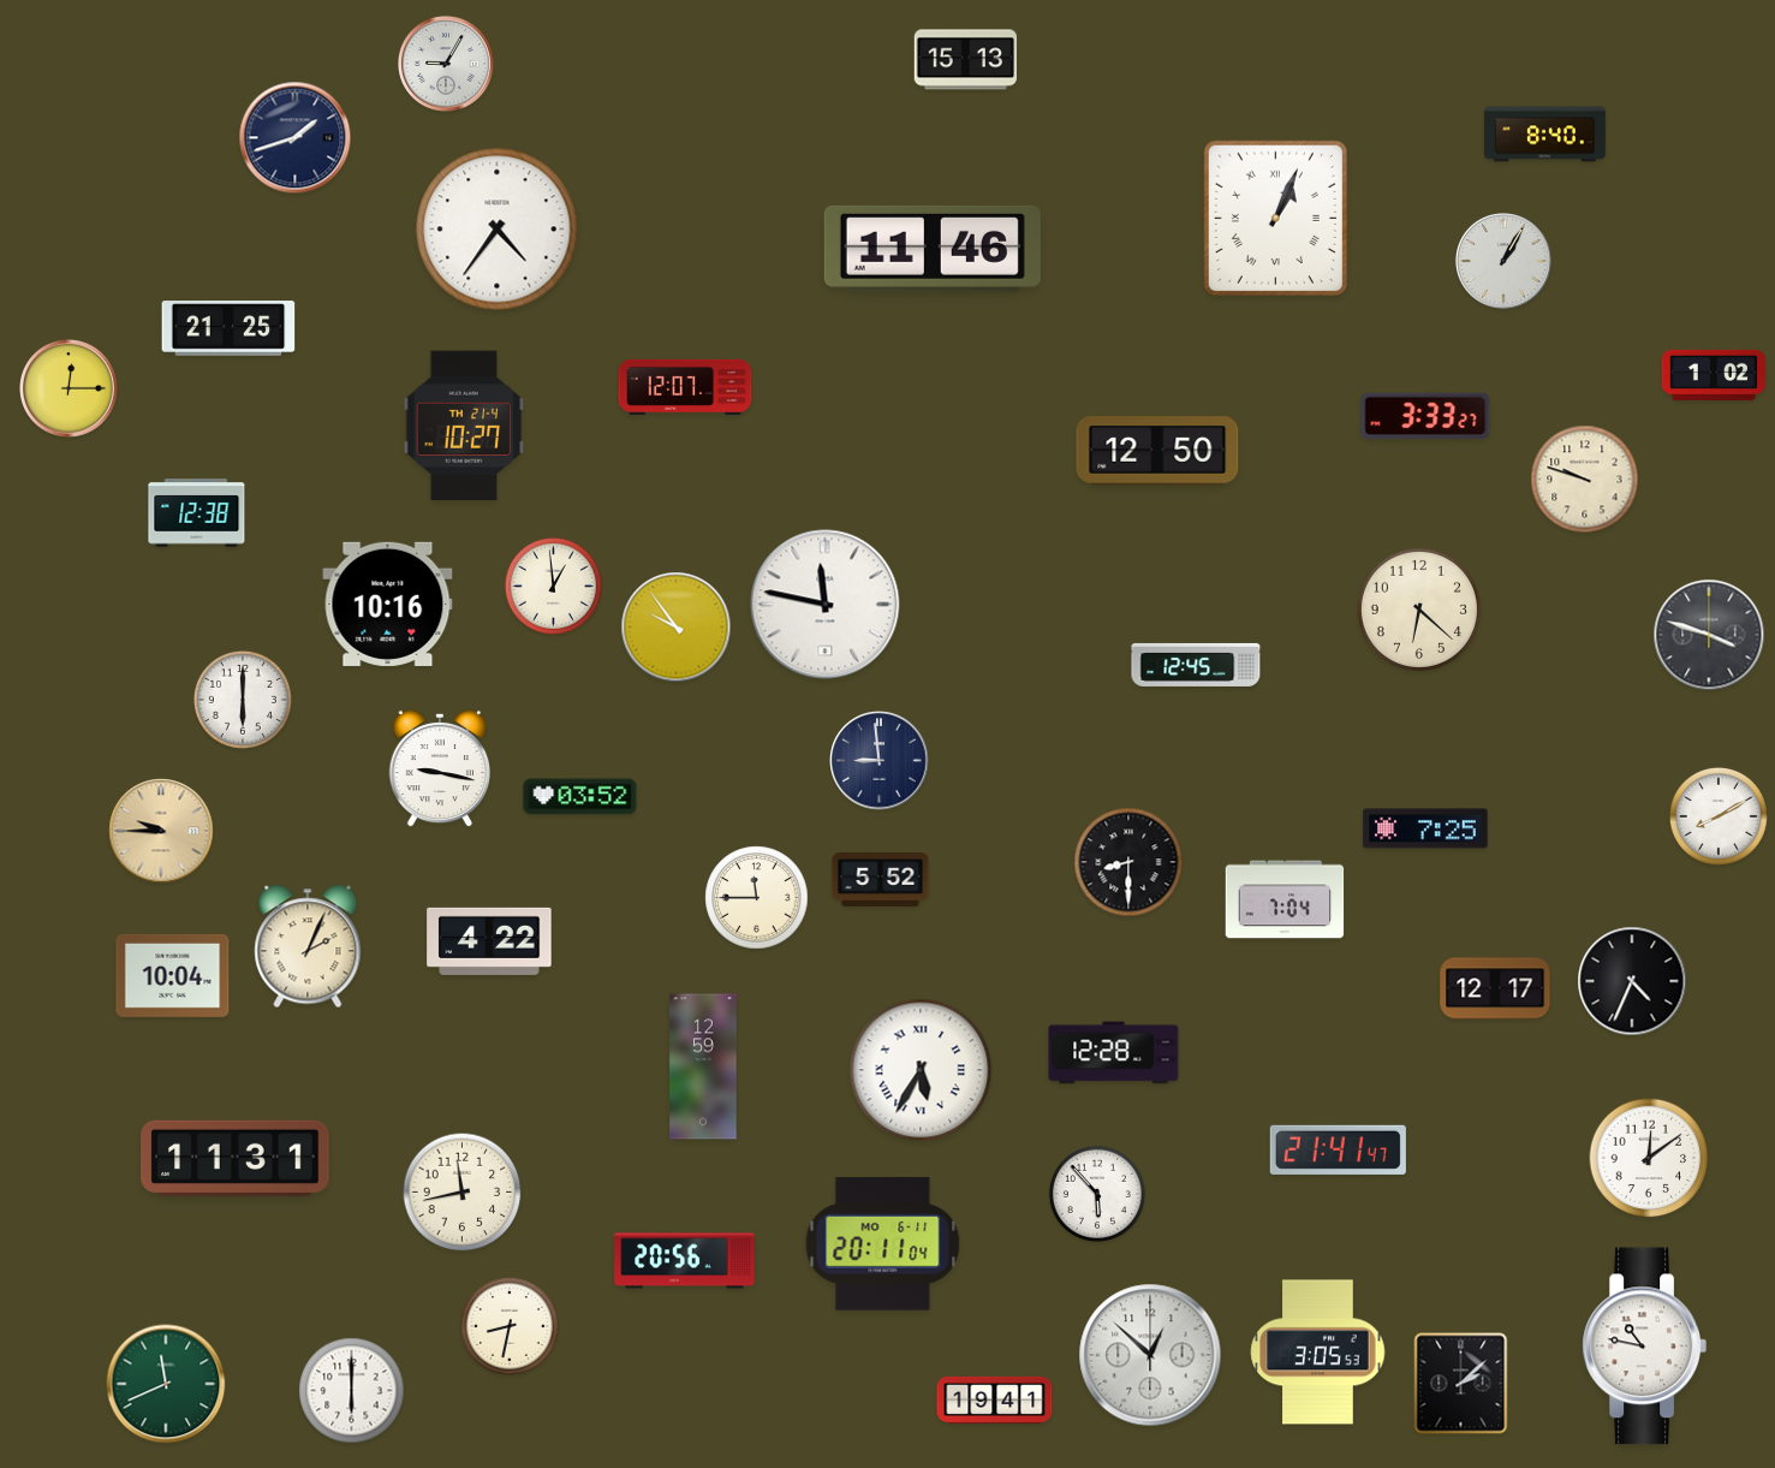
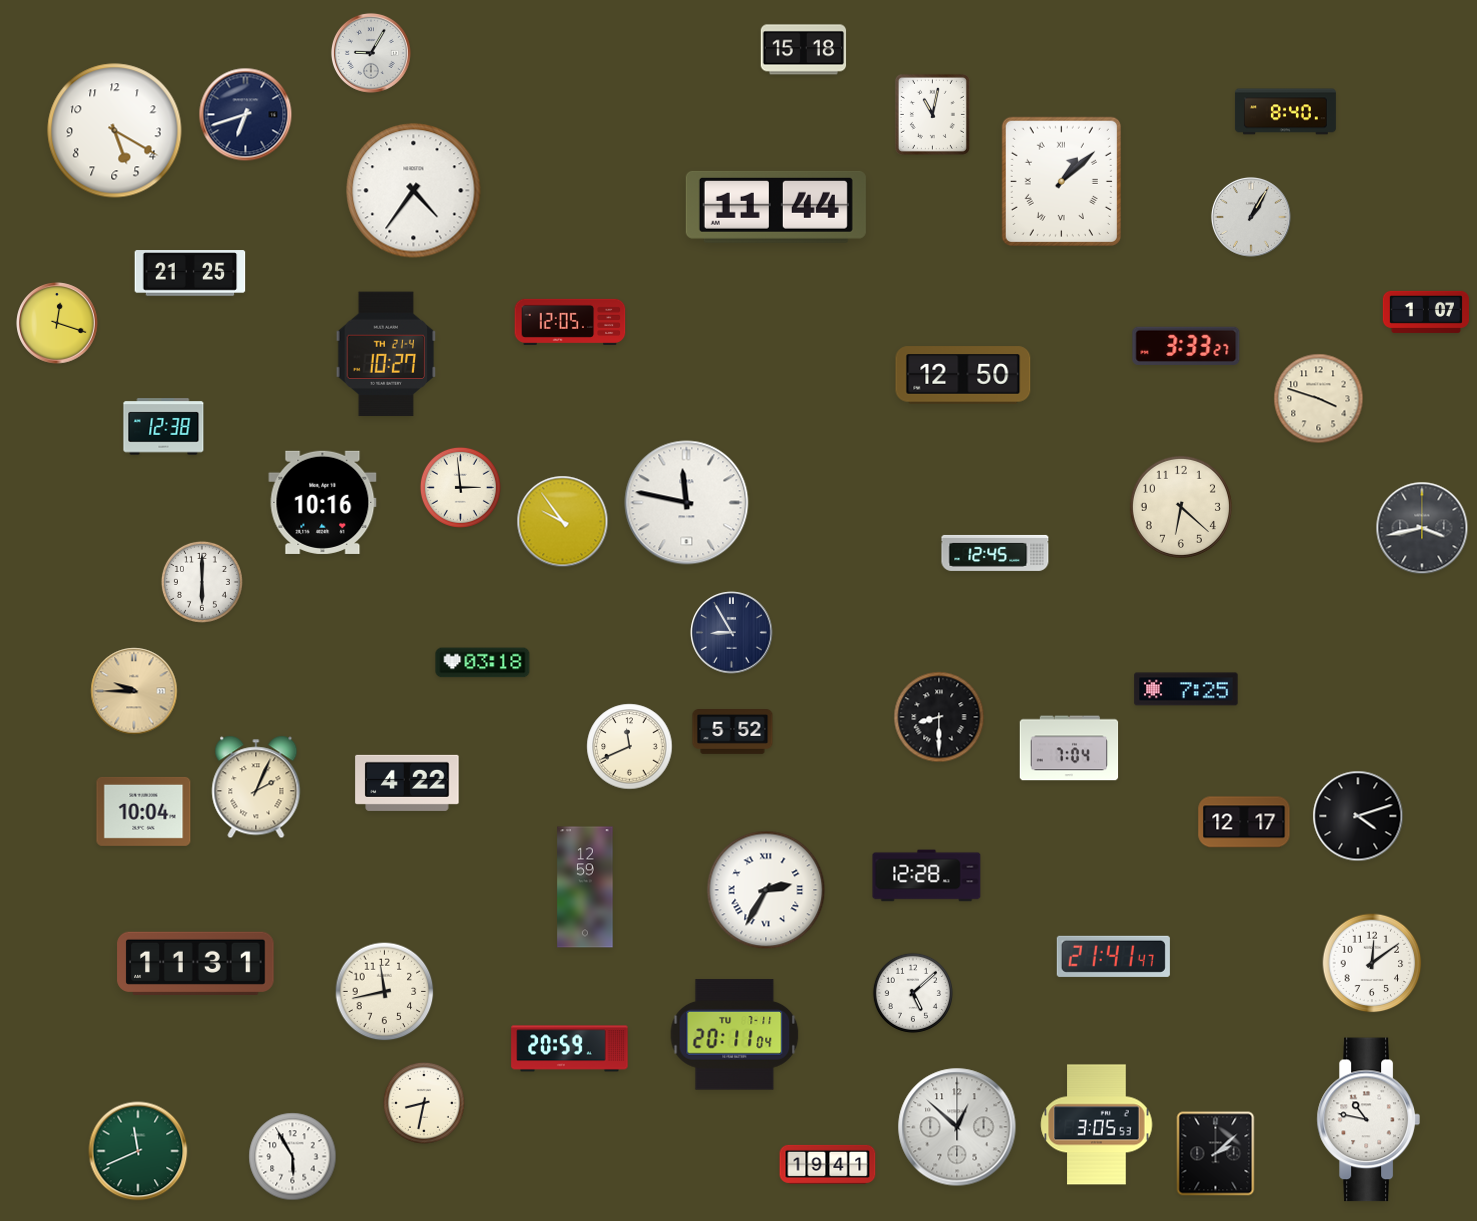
clock at (966, 60): 15:13 -> 15:18
clock at (932, 114): none -> 11:02
clock at (296, 138): 1:42 -> 6:42
clock at (115, 131): none -> 5:20
clock at (1275, 218): 1:04 -> 1:08
clock at (933, 249): 11:46 -> 11:44
clock at (1714, 375): 1:02 -> 1:07
clock at (685, 387): 12:07 -> 12:05
clock at (69, 388): 12:15 -> 12:18
clock at (1585, 480): 9:48 -> 3:48
clock at (553, 586): 12:59 -> 2:59
clock at (1709, 635): 3:48 -> 3:43
clock at (880, 761): 8:59 -> 8:55
clock at (440, 768): 9:17 -> none
clock at (580, 797): 03:52 -> 03:18
clock at (1719, 816): 8:10 -> none
clock at (757, 898): 11:45 -> 11:41
clock at (1632, 981): 4:34 -> 4:12
clock at (921, 1070): 5:35 -> 2:35
clock at (1097, 1194): 5:53 -> 5:08
clock at (883, 1244) date: MO 6-11 -> TU 7-11
clock at (685, 1261): 20:56 -> 20:59
clock at (1461, 1384) position: (1461, 1384) -> (1216, 1154)
clock at (352, 1391): 6:00 -> 5:55
